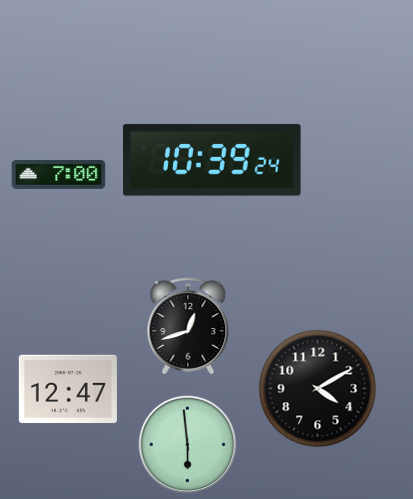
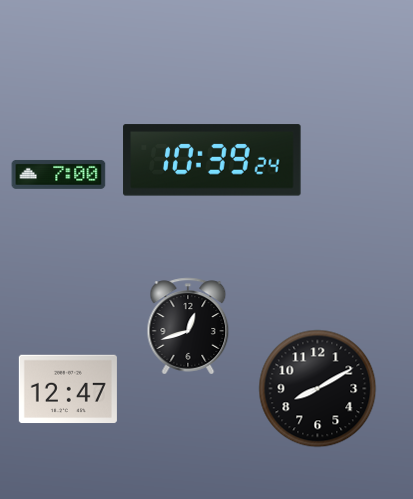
clock at (318, 389): 4:10 -> 8:10
clock at (188, 445): 5:59 -> none
